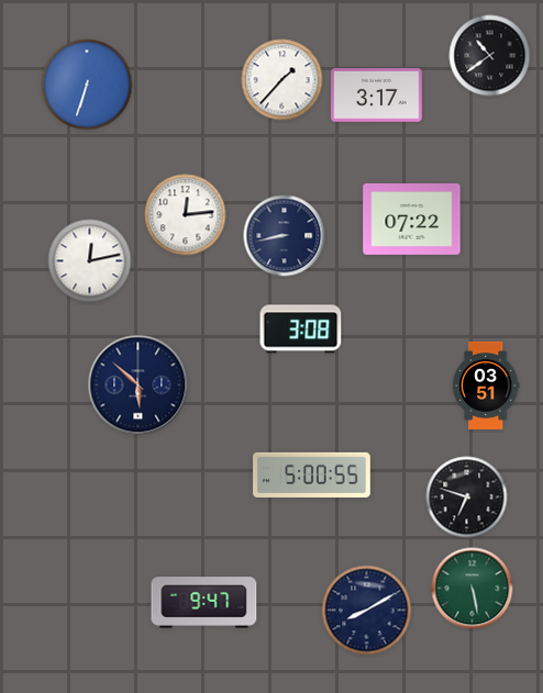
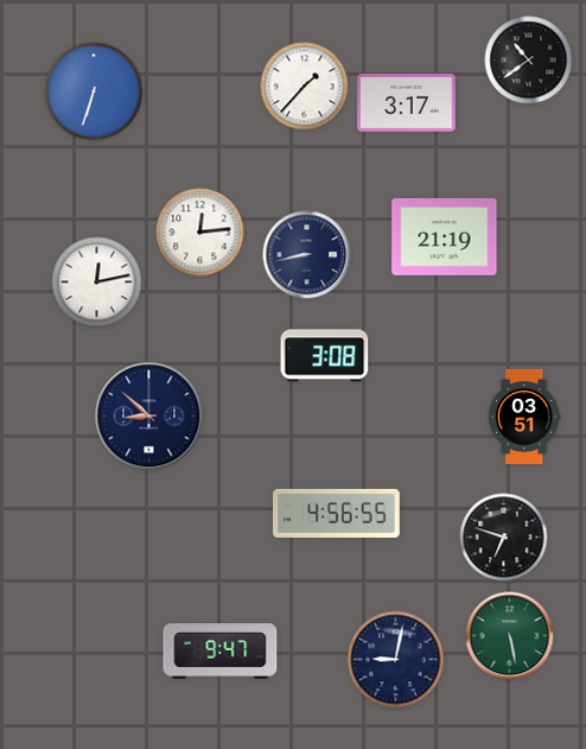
clock at (412, 219): 07:22 -> 21:19
clock at (138, 385): 5:52 -> 8:52
clock at (312, 474): 5:00 -> 4:56
clock at (367, 611): 8:10 -> 9:02
